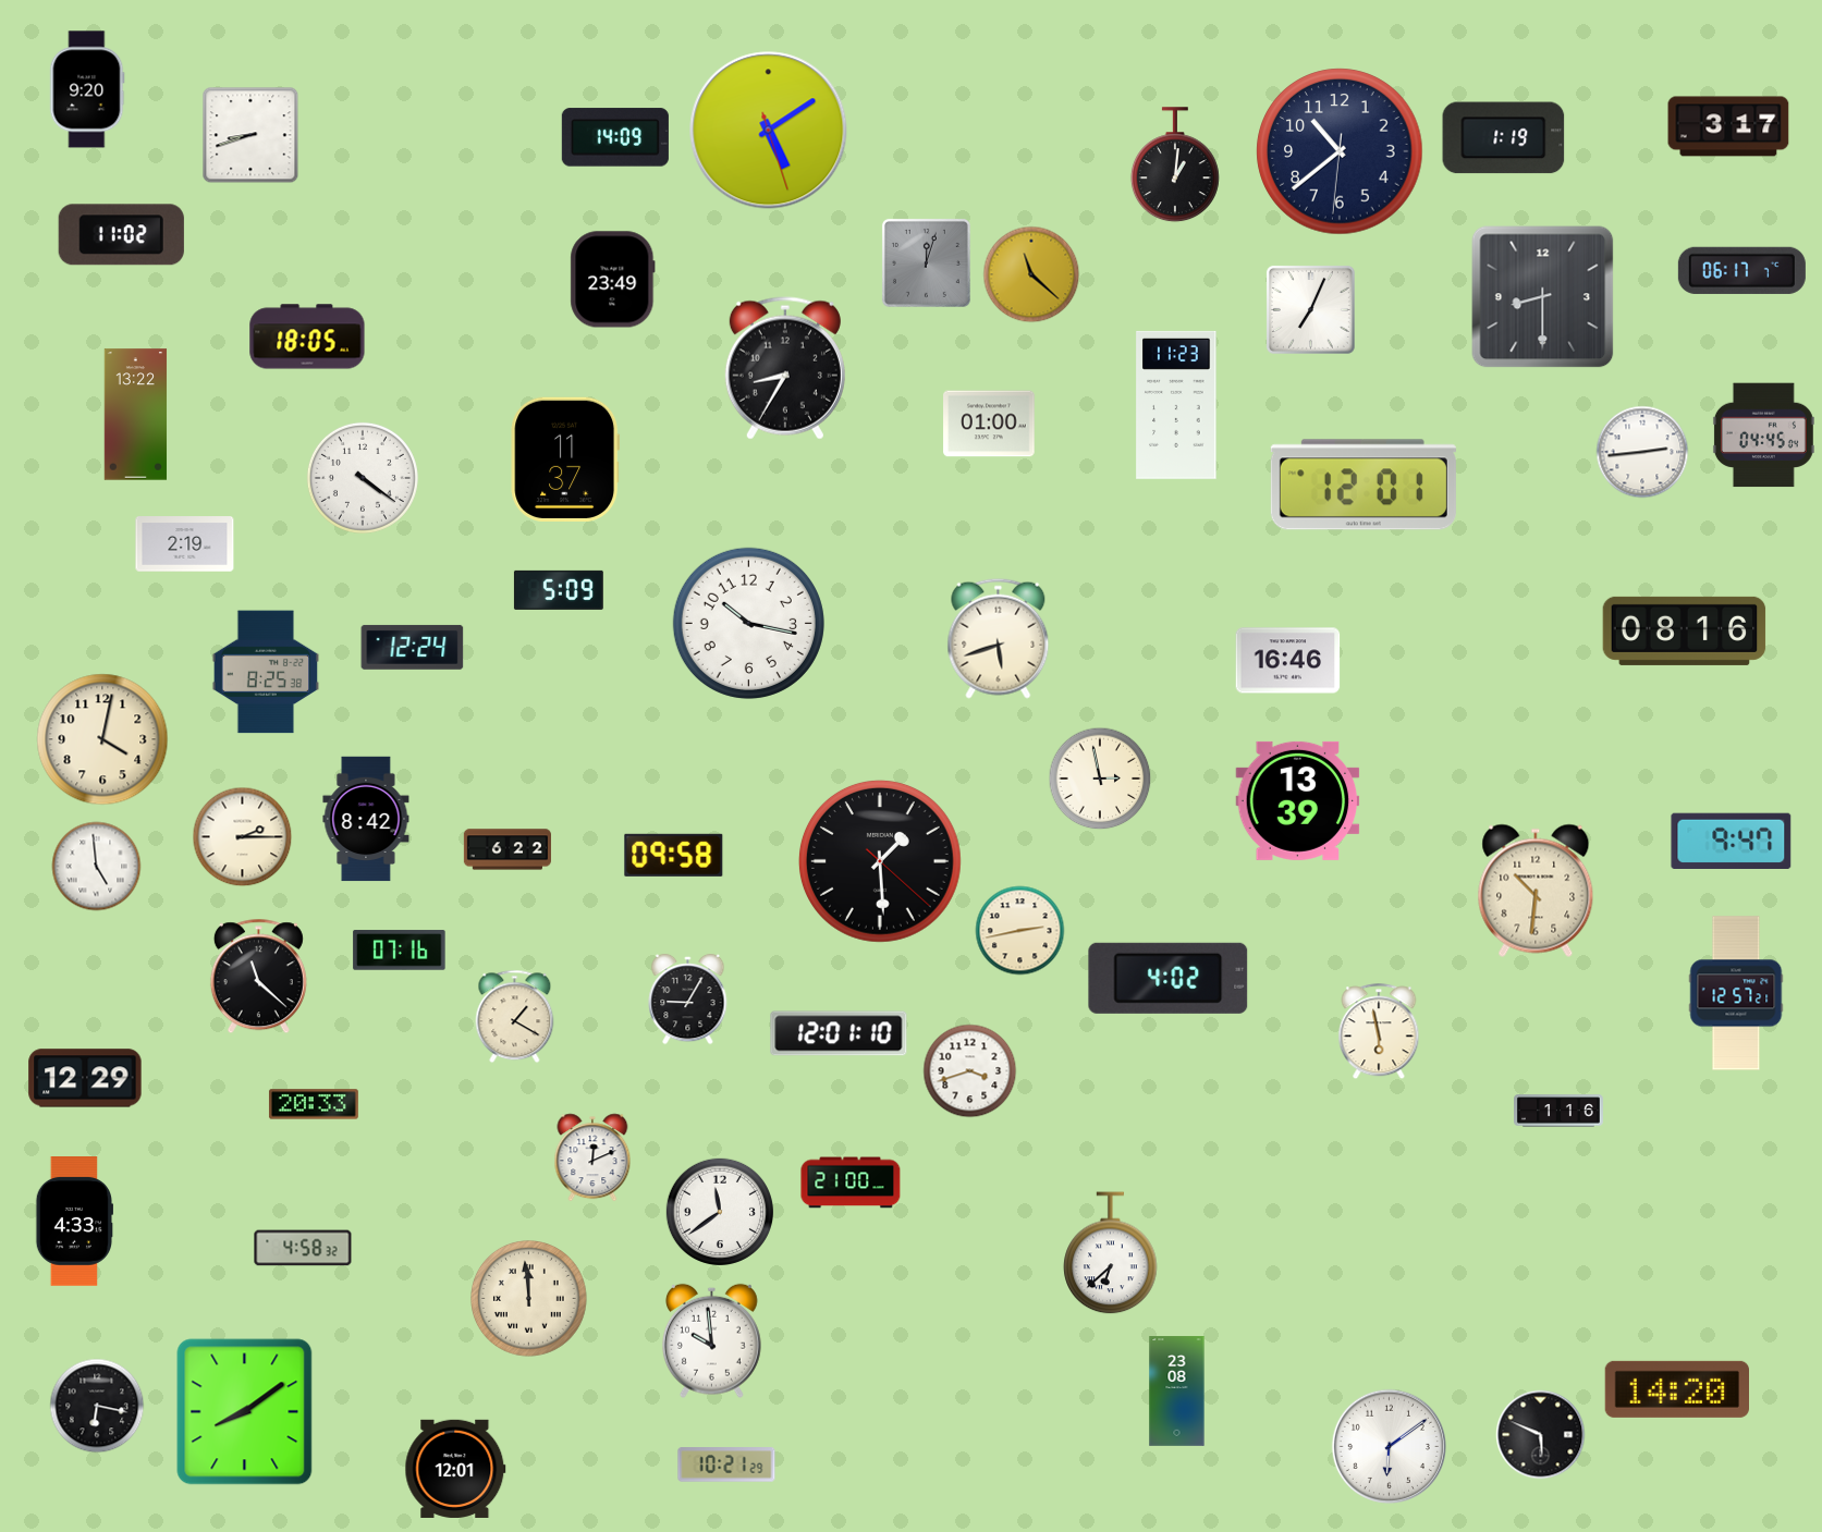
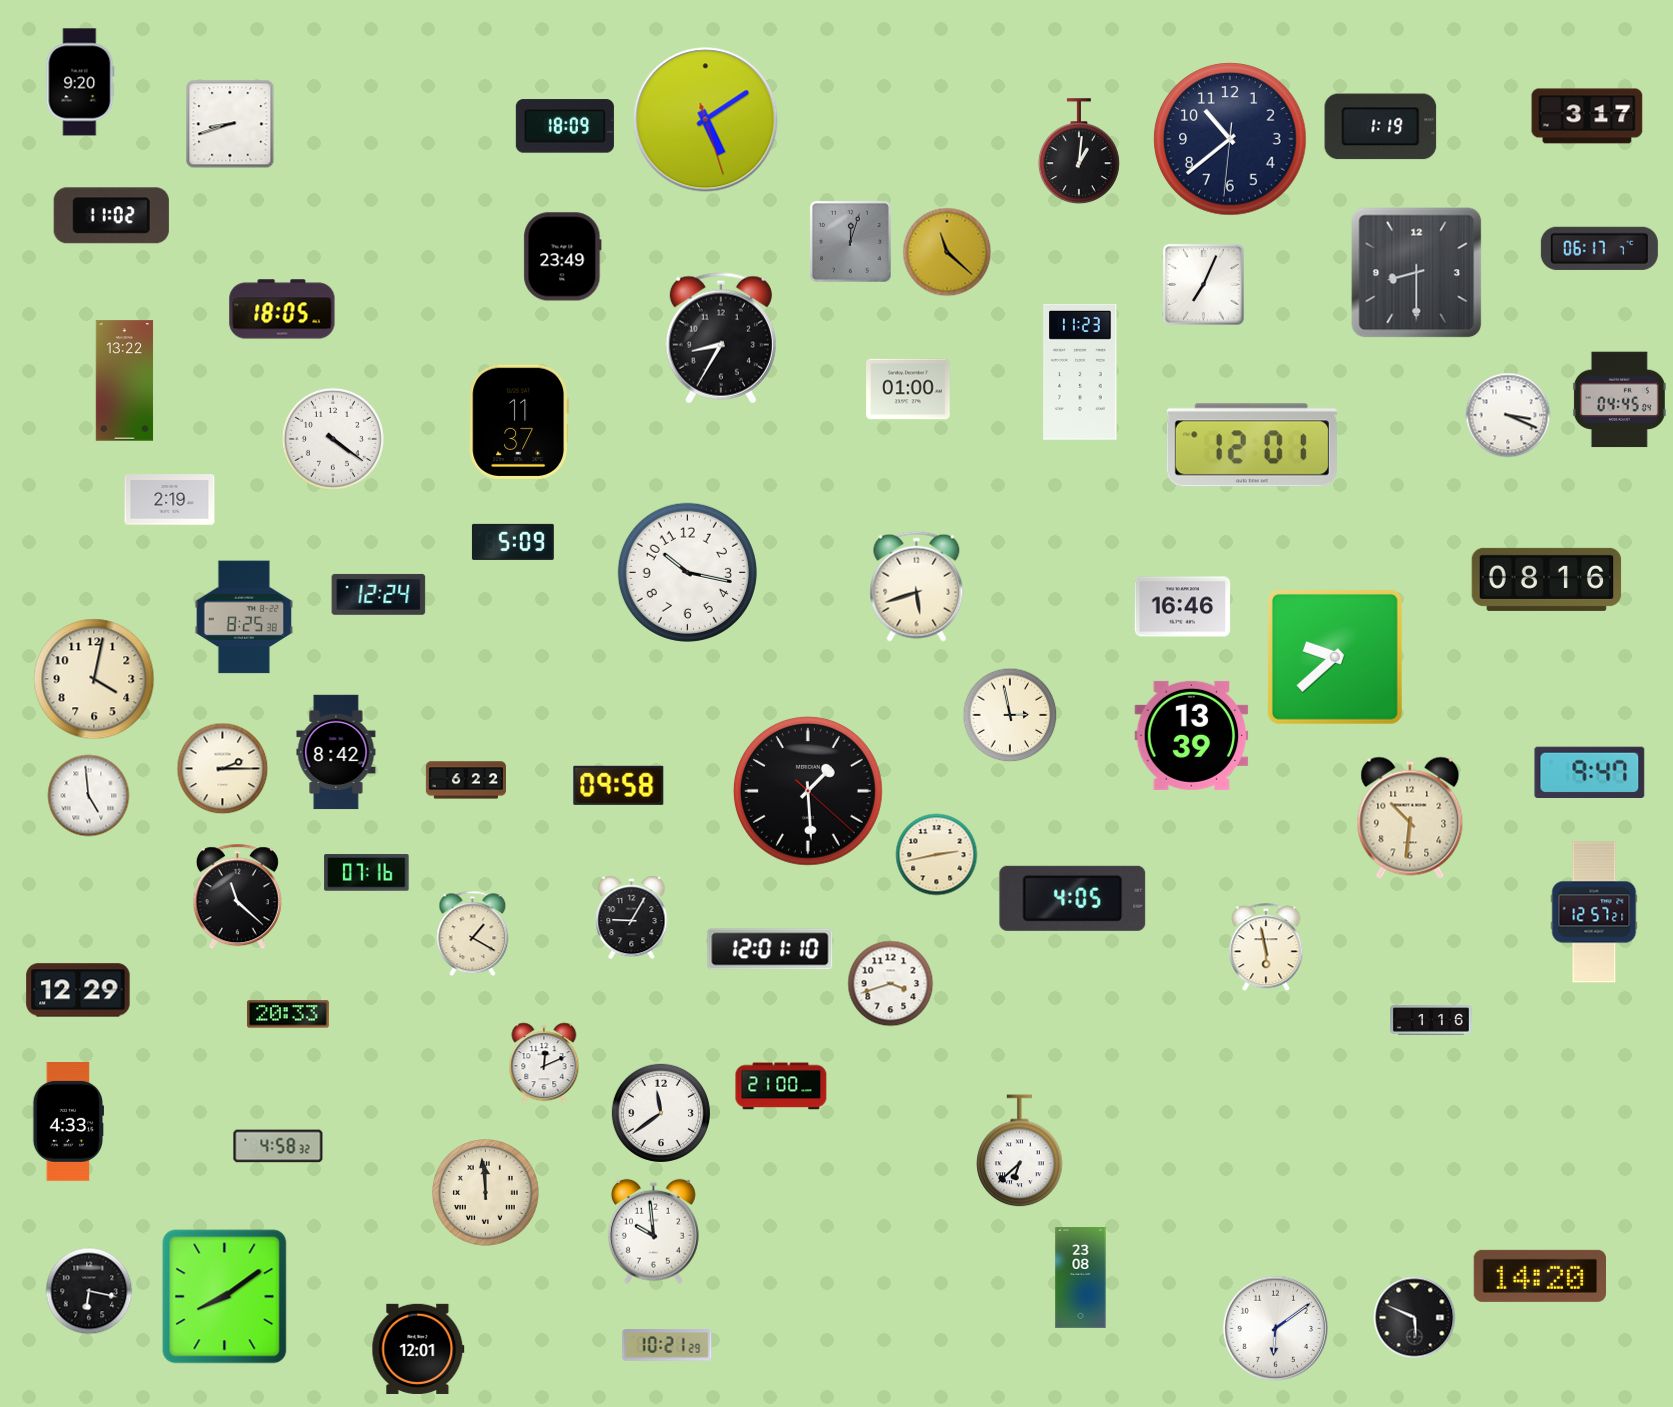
clock at (615, 137): 14:09 -> 18:09
clock at (1642, 452): 2:44 -> 3:19
clock at (1335, 657): none -> 9:38
clock at (1169, 978): 4:02 -> 4:05
